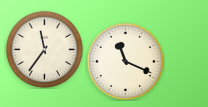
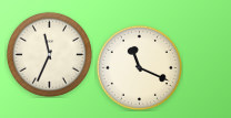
clock at (44, 49): 11:36 -> 11:34
